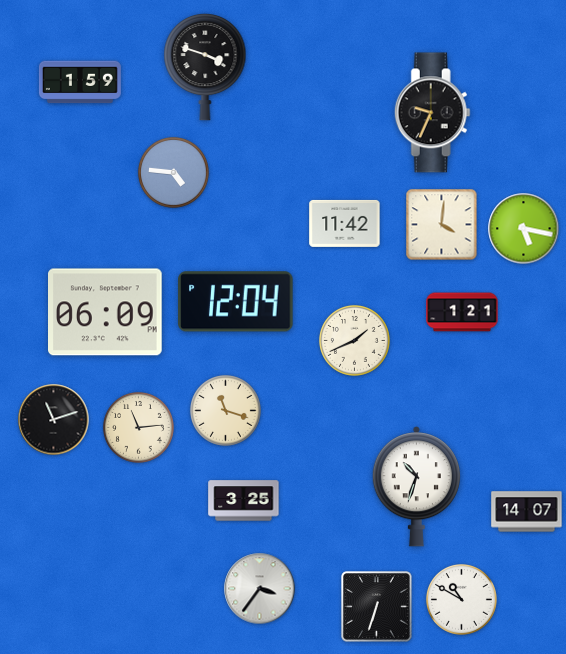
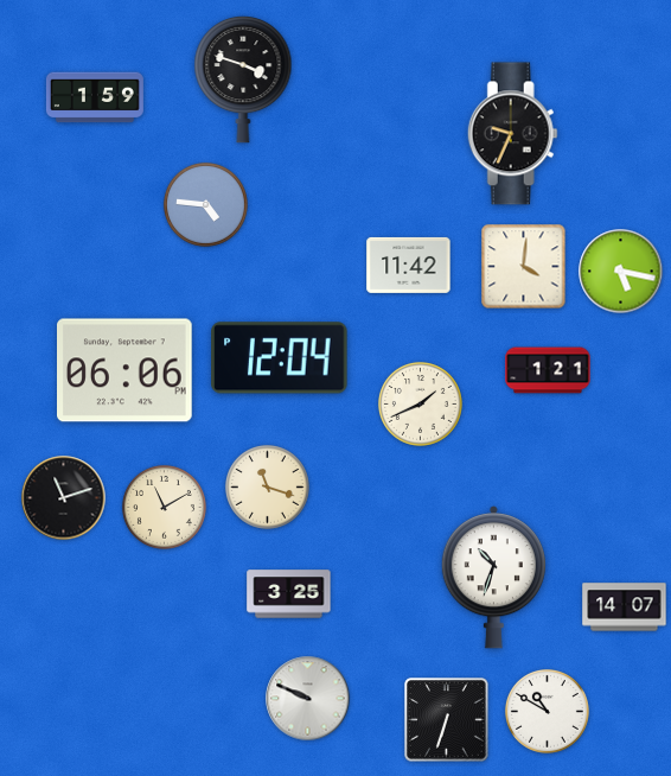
clock at (106, 312): 06:09 -> 06:06
clock at (138, 427): 11:14 -> 11:10
clock at (260, 589): 3:36 -> 9:49
